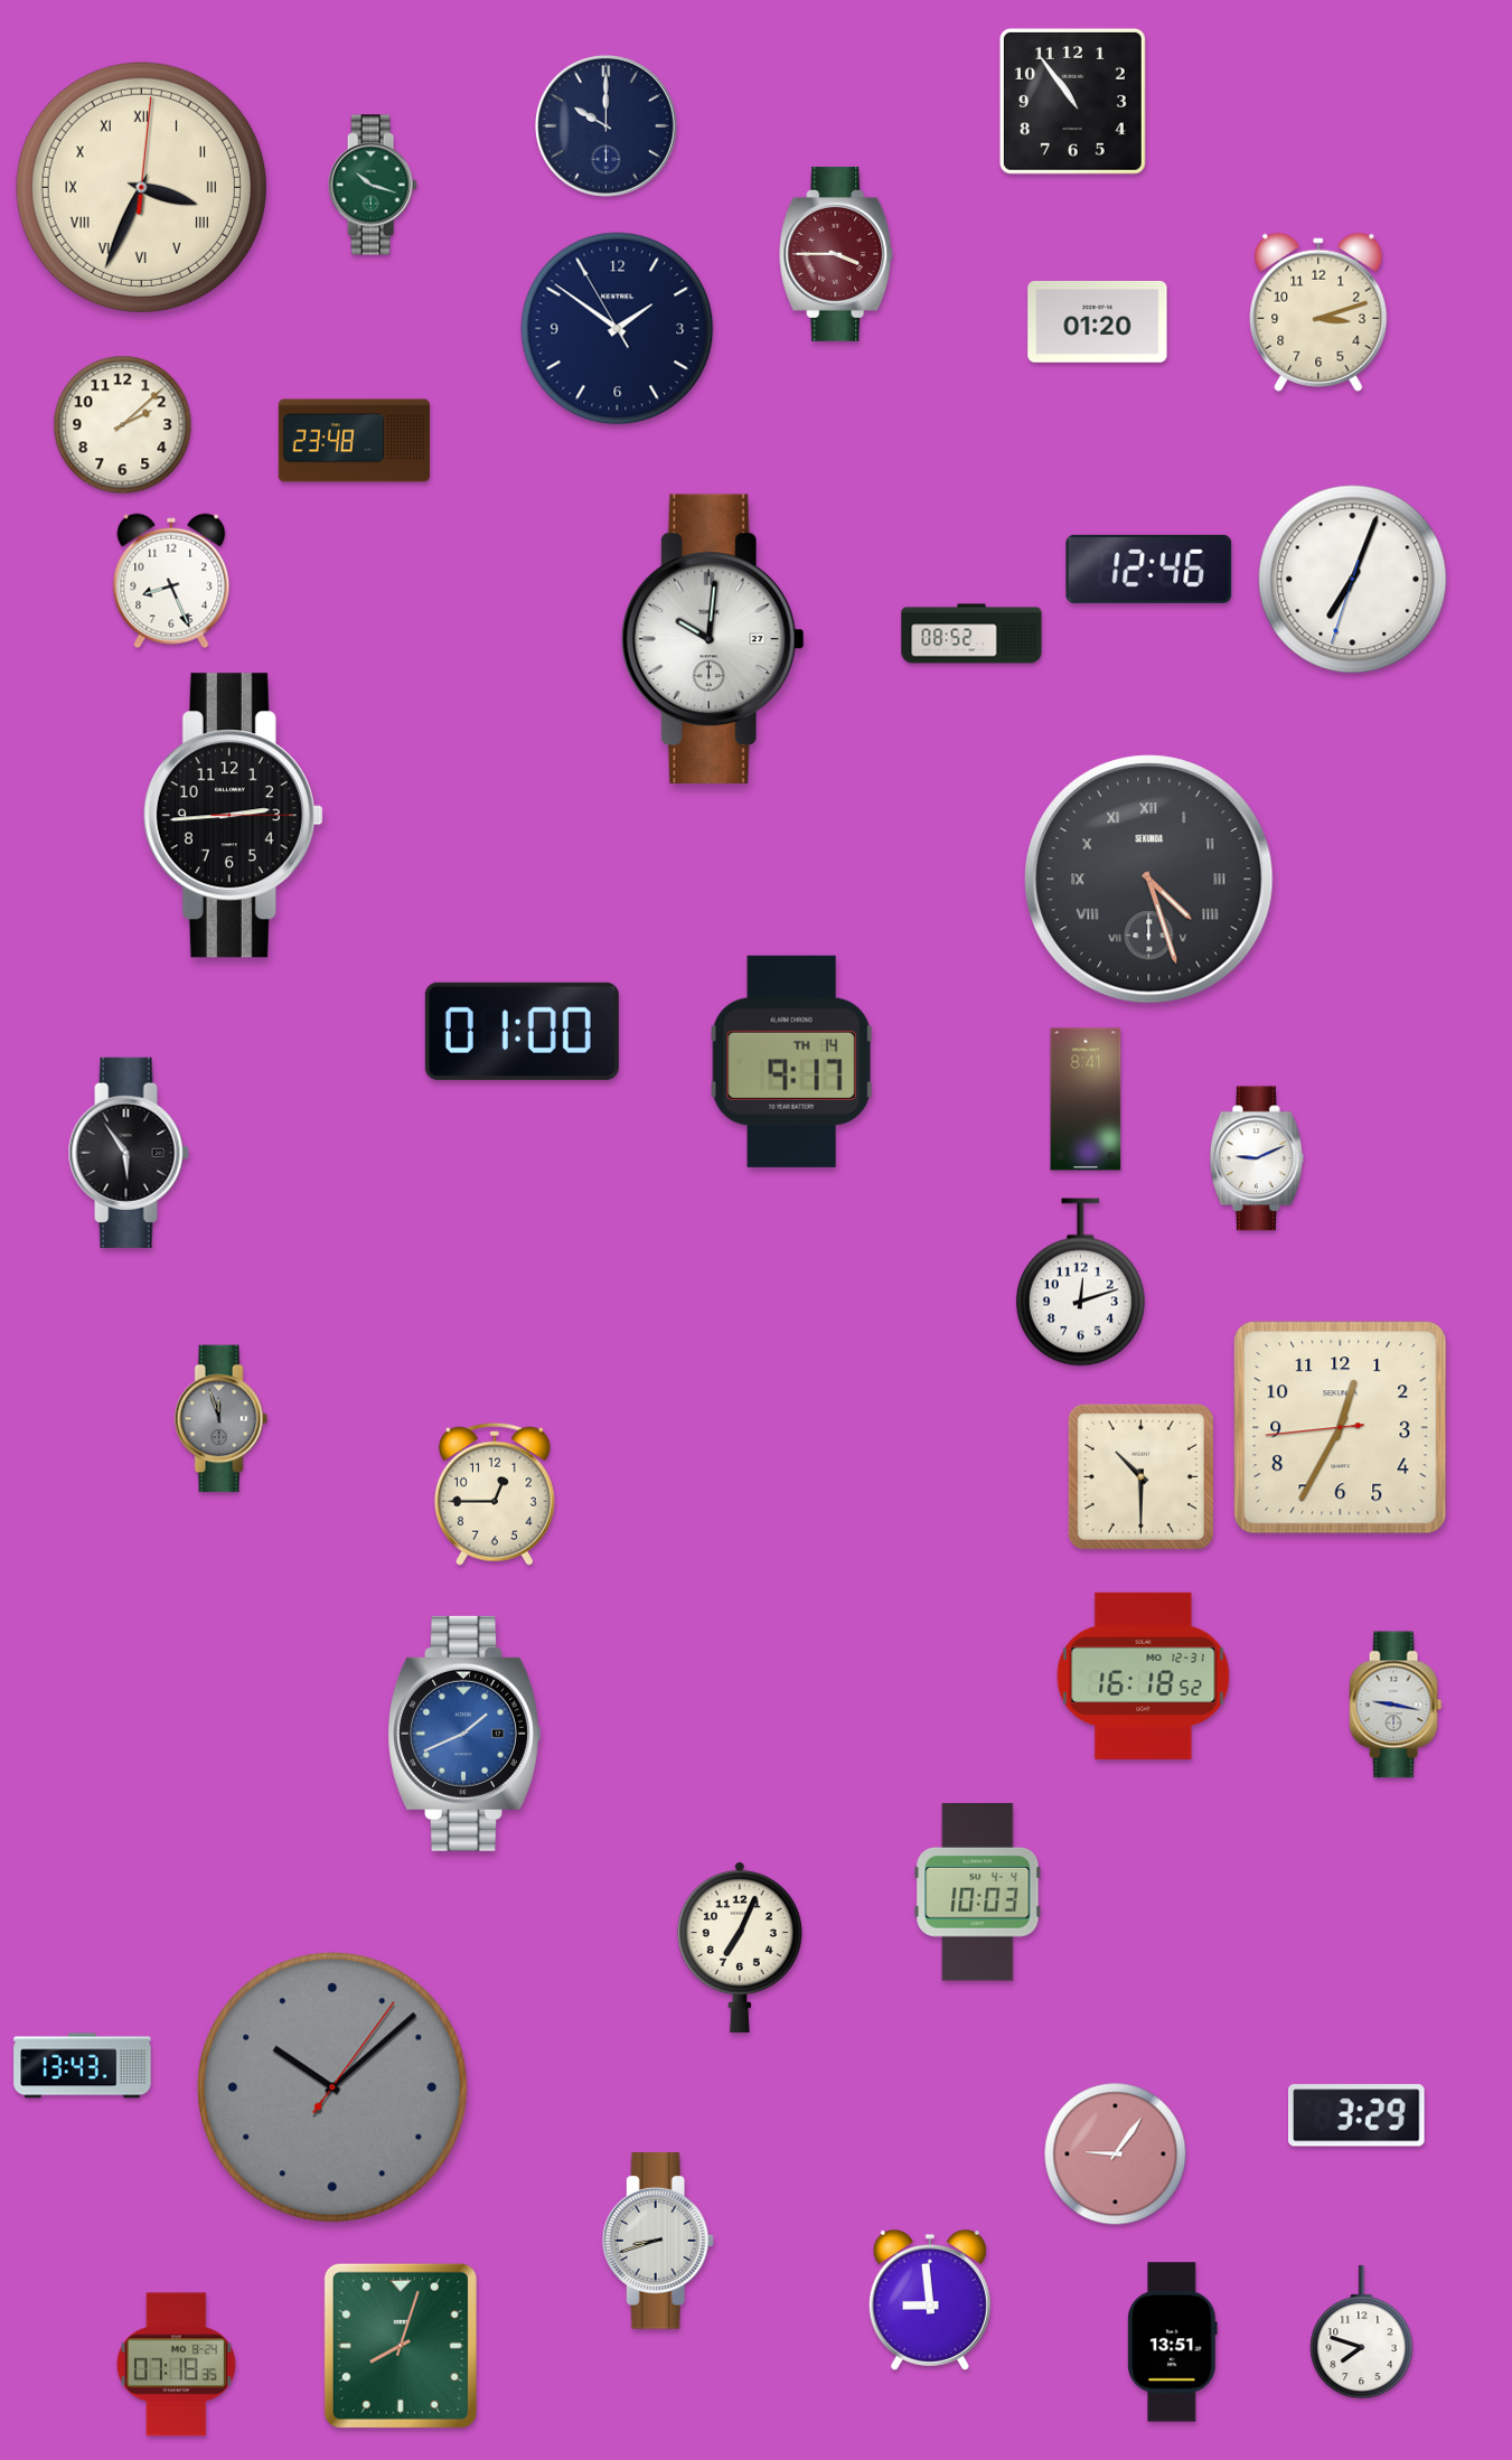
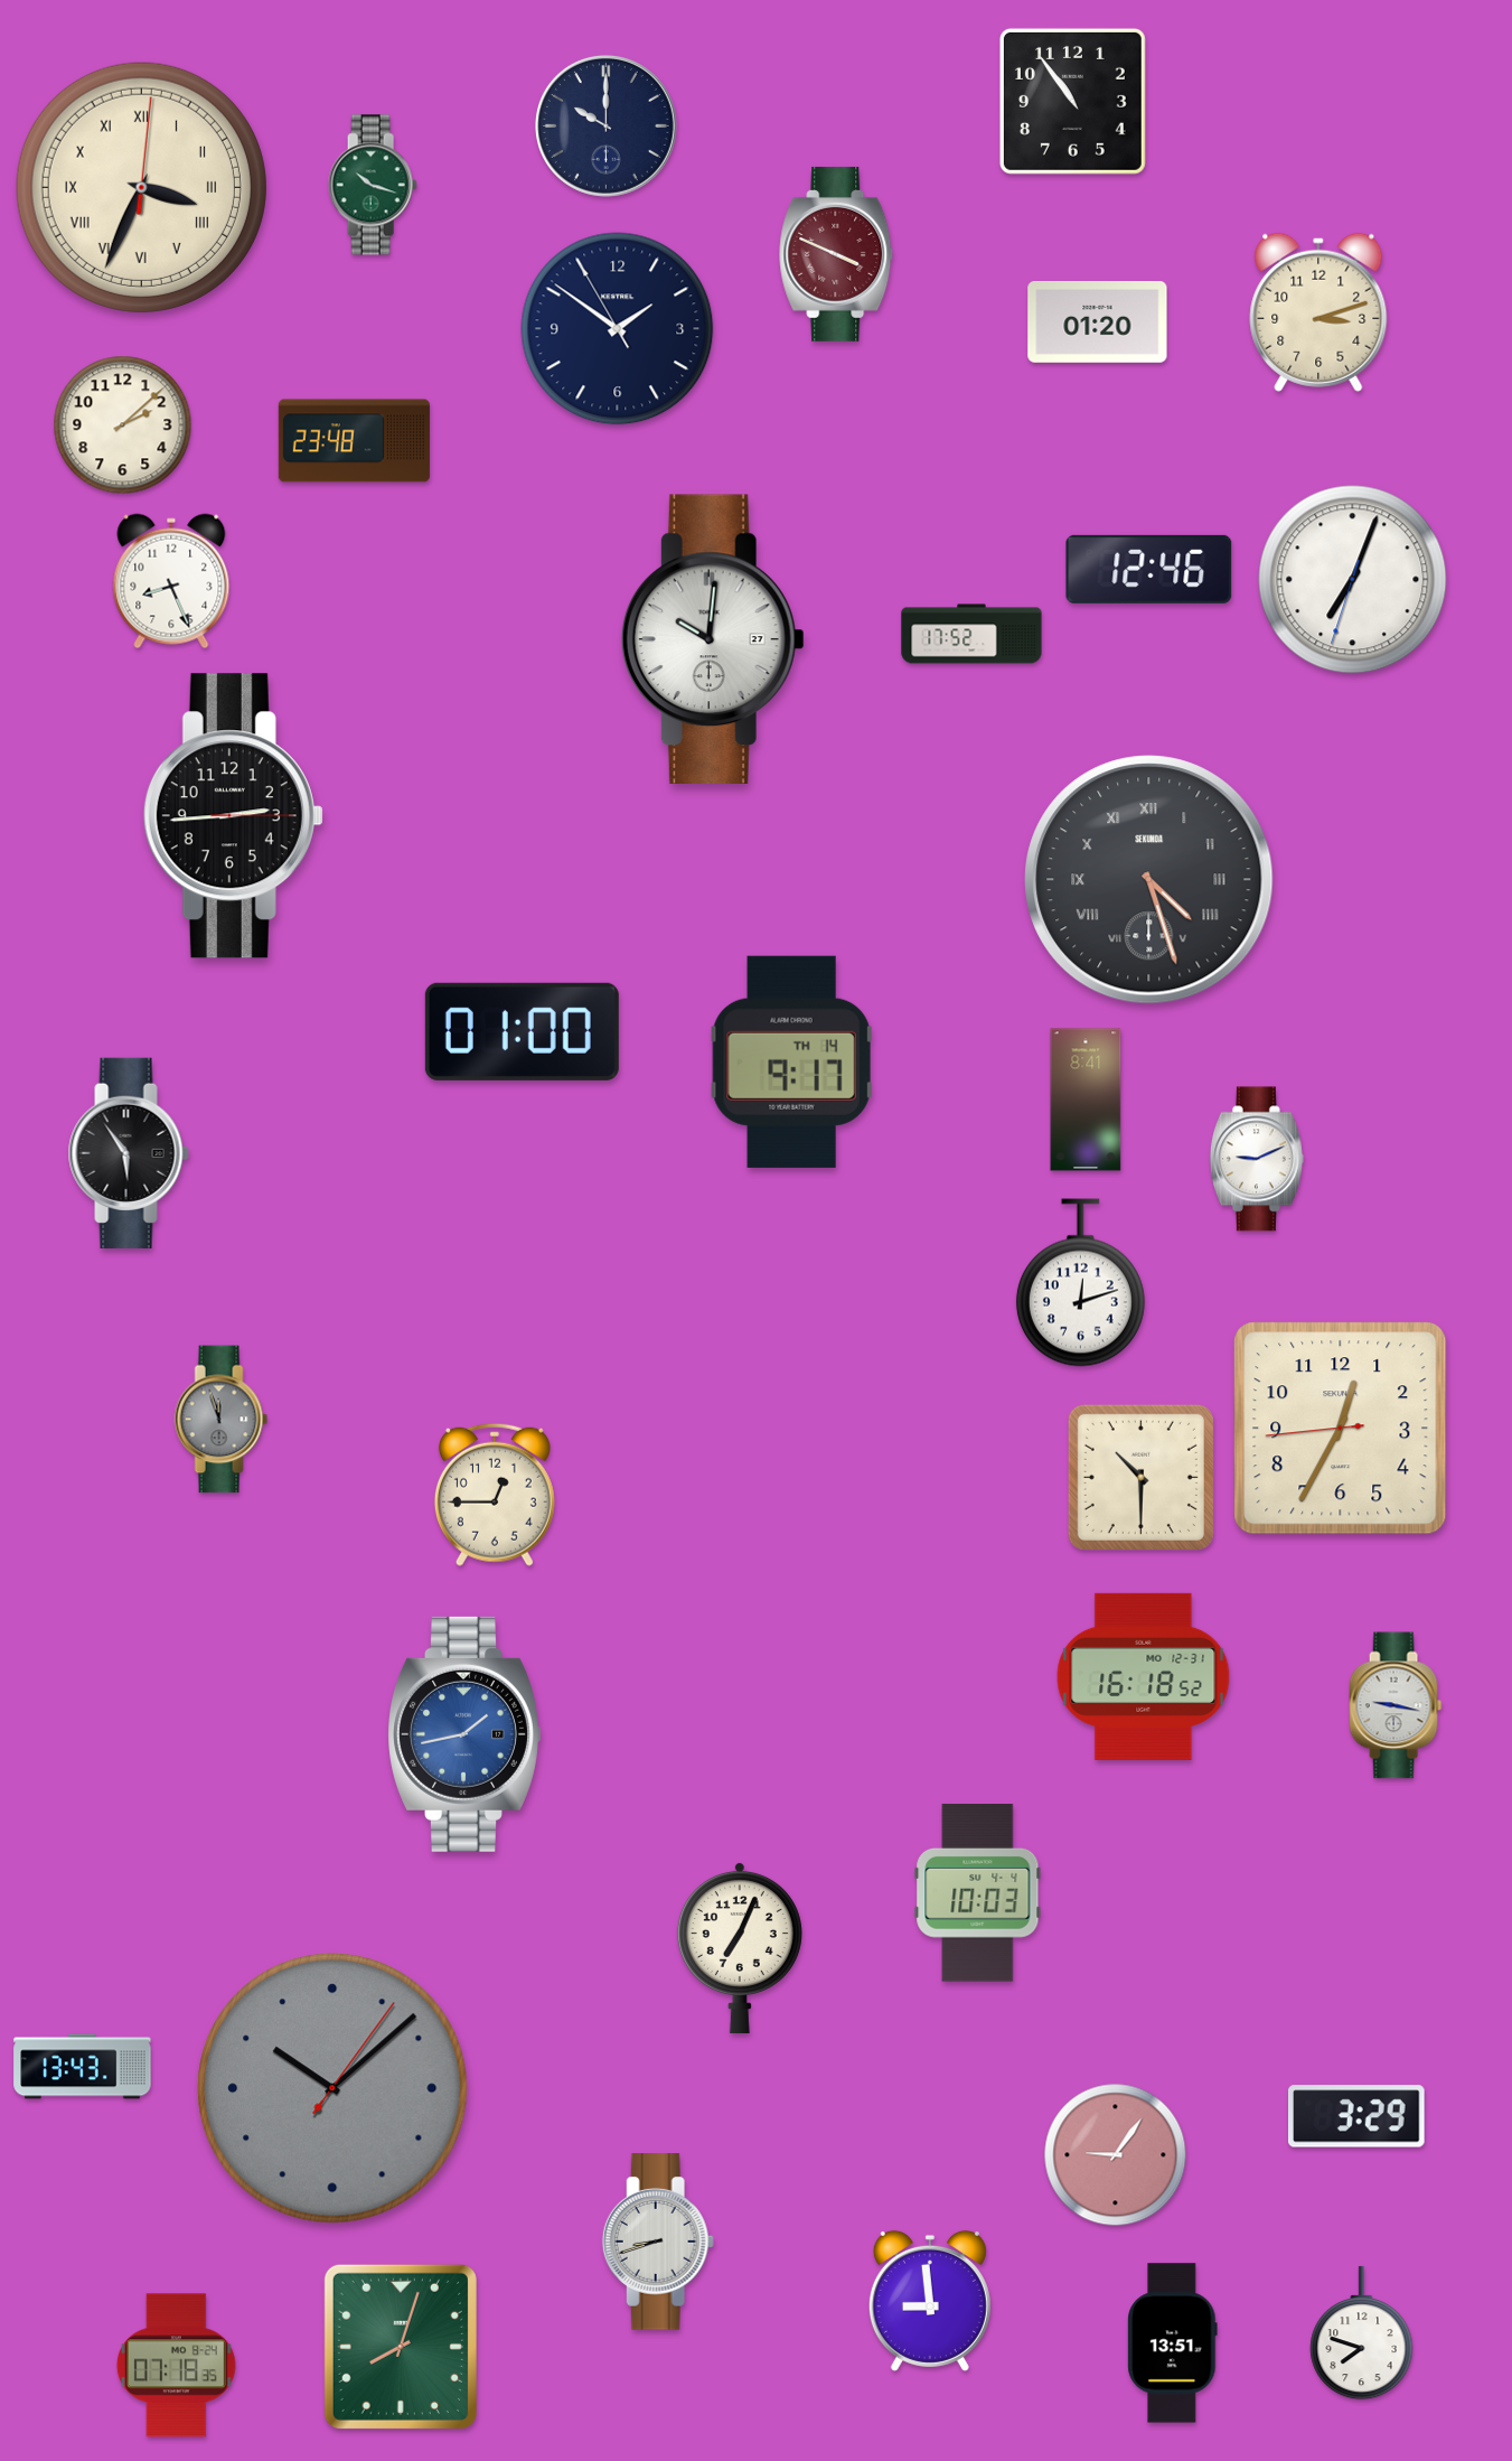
clock at (837, 254): 3:45 -> 3:49
clock at (971, 633): 08:52 -> 17:52
clock at (464, 1734): 1:41 -> 1:43
